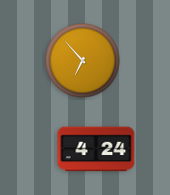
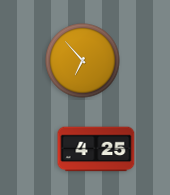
clock at (96, 149): 4:24 -> 4:25
